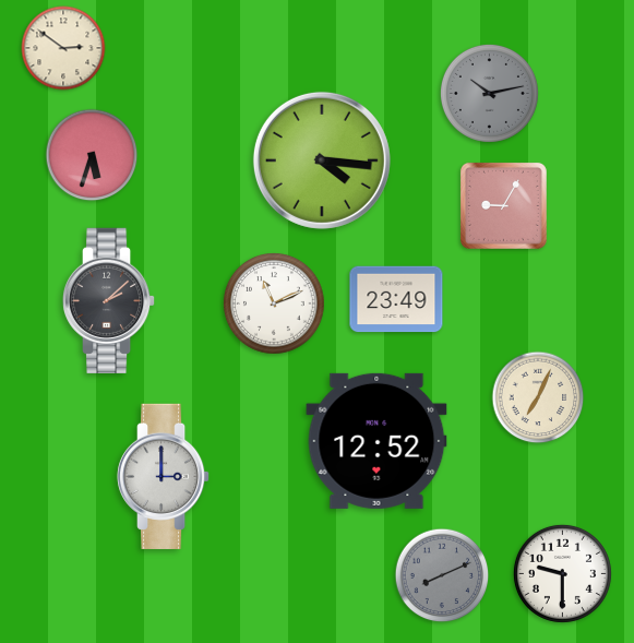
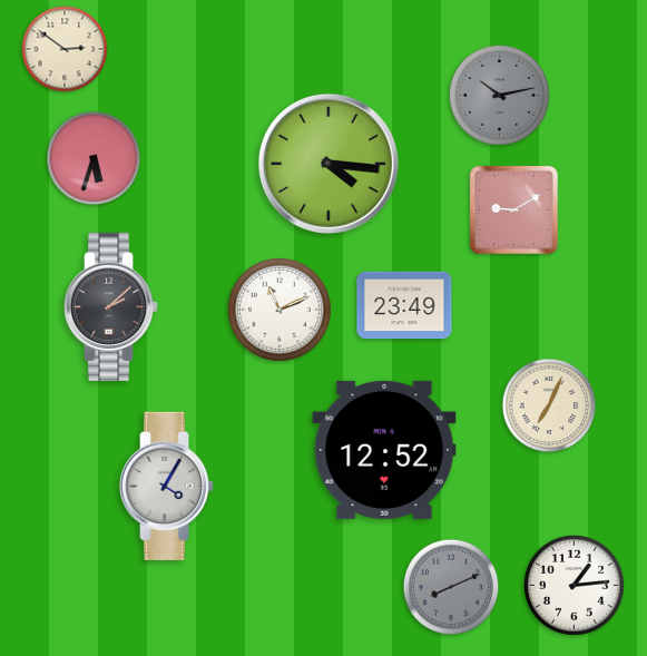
clock at (503, 205): 9:05 -> 9:10
clock at (164, 476): 3:00 -> 4:05
clock at (562, 573): 9:30 -> 1:14
